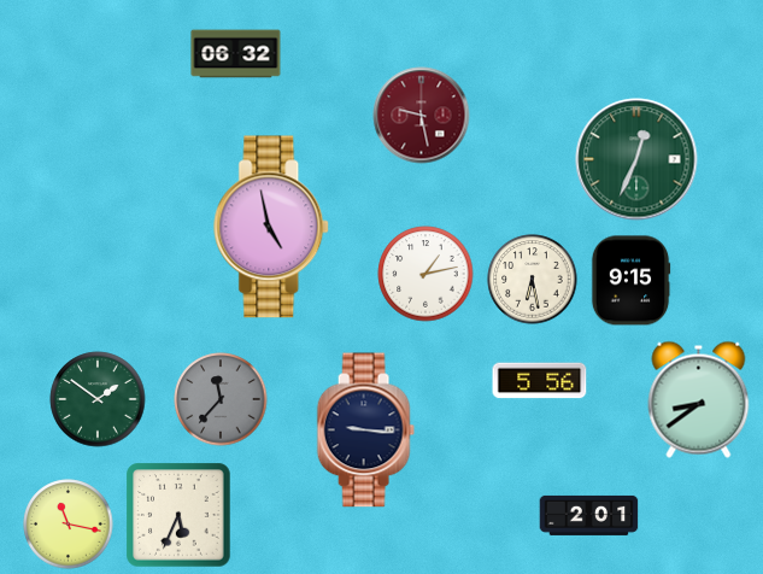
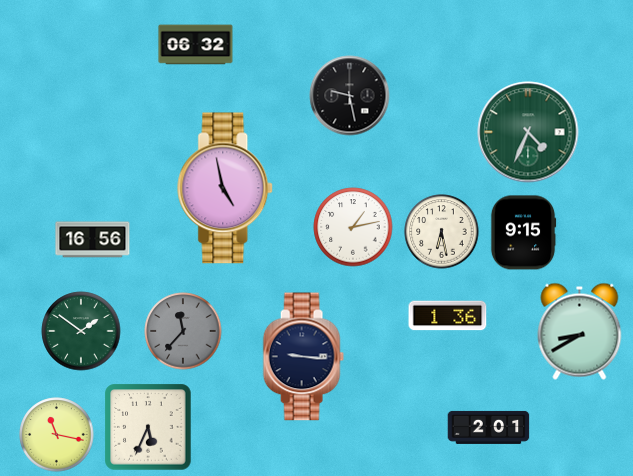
clock at (422, 116) dial: burgundy -> black
clock at (636, 159): 12:34 -> 4:34
clock at (93, 240): none -> 16:56
clock at (540, 381): 5:56 -> 1:36
clock at (699, 399): 8:39 -> 8:40
